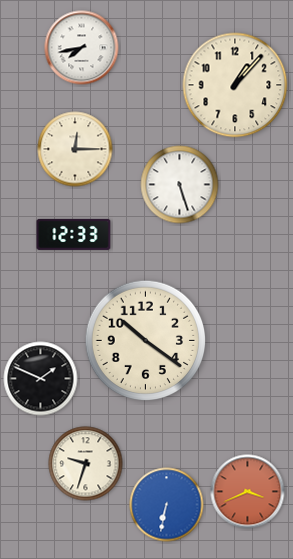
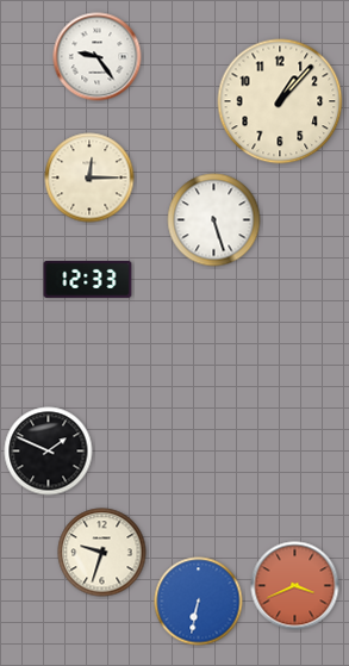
clock at (82, 48): 7:43 -> 9:24
clock at (146, 341): 10:21 -> none
